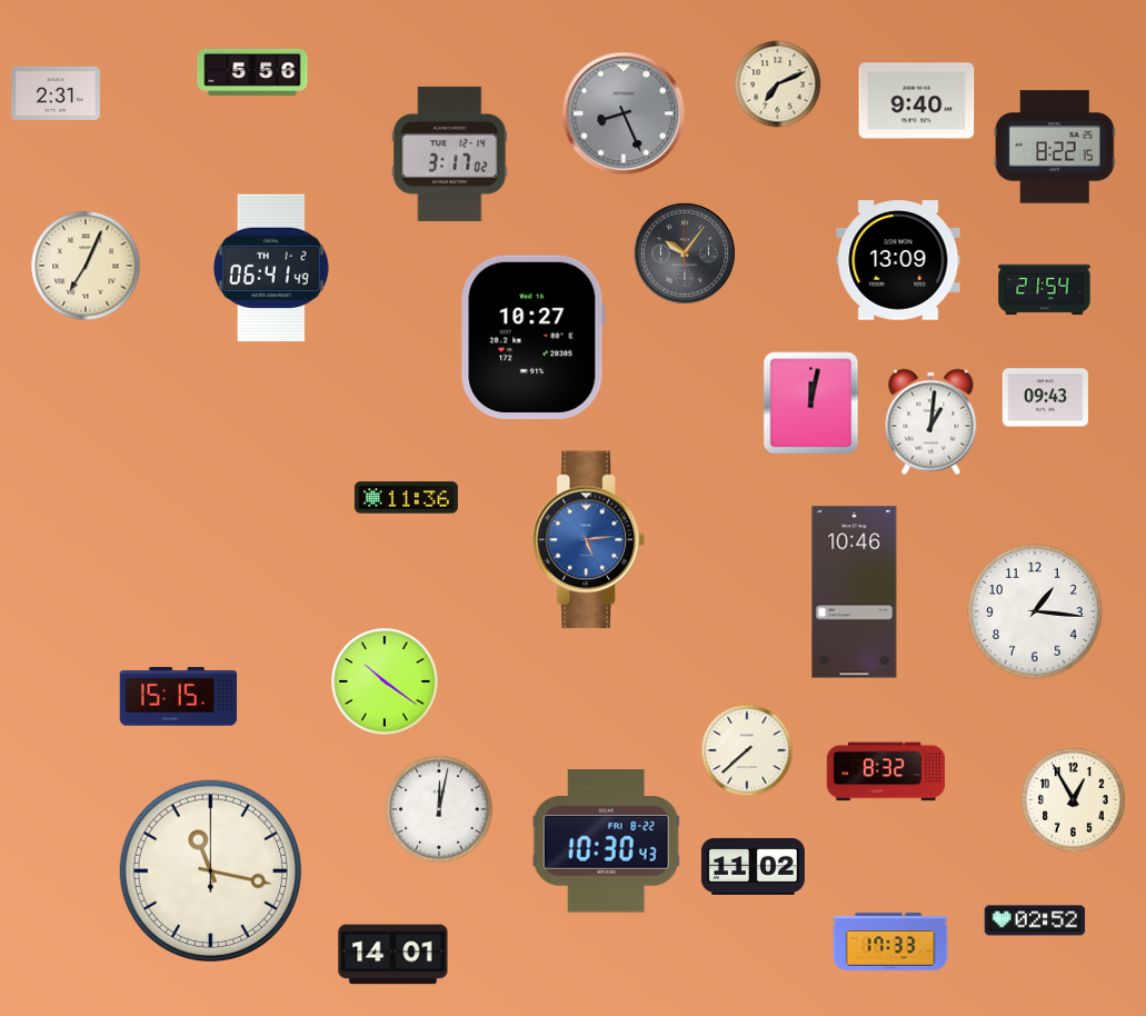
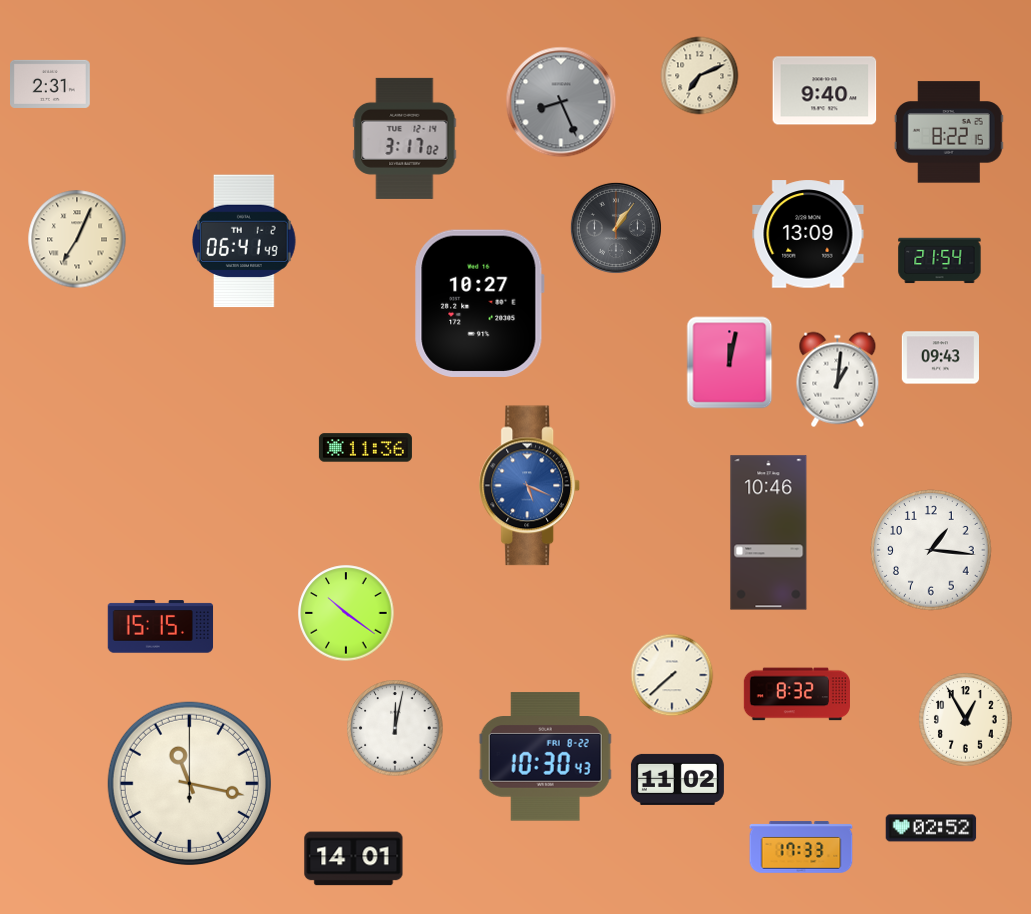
clock at (252, 72): 5:56 -> none
clock at (685, 253): 10:06 -> 1:06
clock at (589, 540): 5:14 -> 5:19
